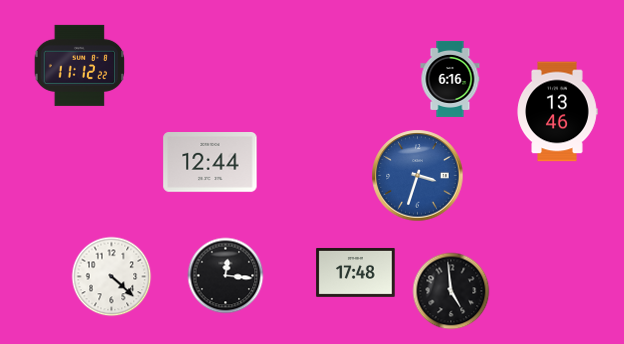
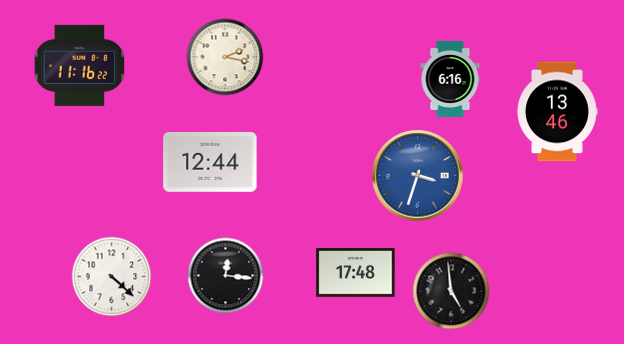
clock at (225, 57): none -> 2:17
clock at (80, 65): 11:12 -> 11:16
